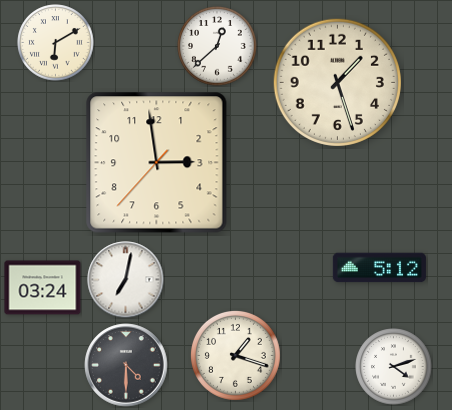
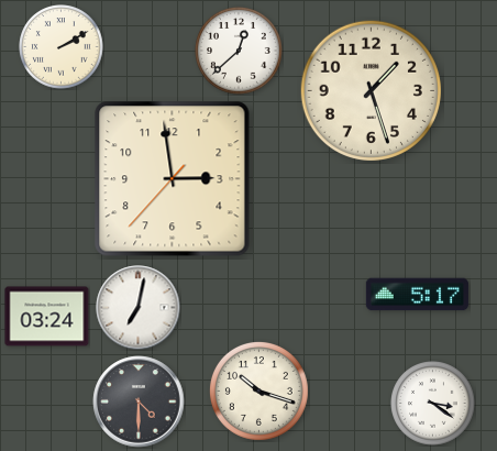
clock at (56, 43): 6:10 -> 2:10
clock at (379, 268): 5:12 -> 5:17
clock at (235, 355): 1:18 -> 10:18
clock at (394, 367): 4:12 -> 3:21
